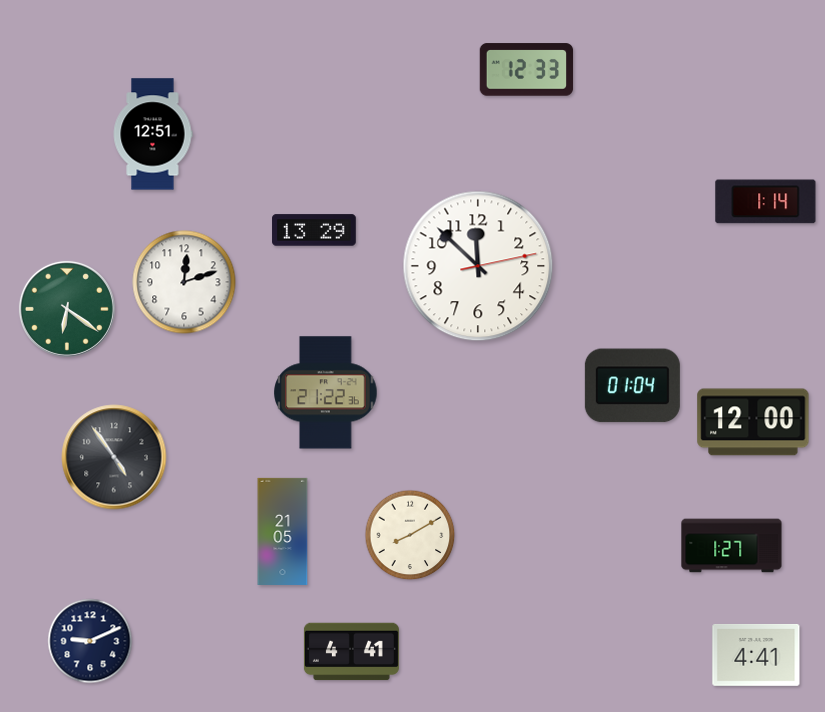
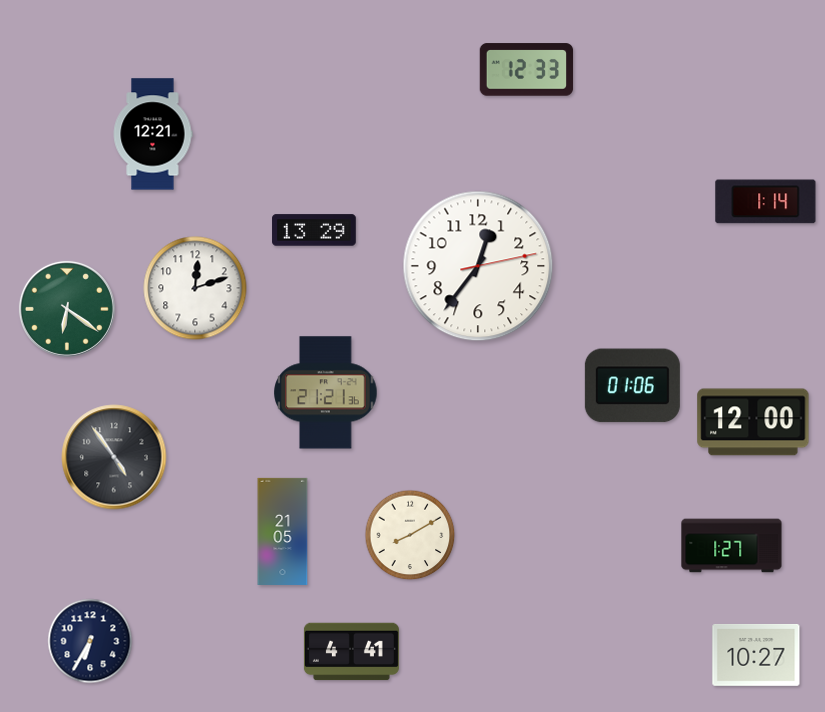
clock at (153, 134): 12:51 -> 12:21
clock at (478, 266): 11:52 -> 12:36
clock at (184, 282) position: (184, 282) -> (195, 288)
clock at (632, 386): 01:04 -> 01:06
clock at (326, 393): 21:22 -> 21:21
clock at (90, 641): 9:11 -> 6:35
clock at (756, 655): 4:41 -> 10:27
